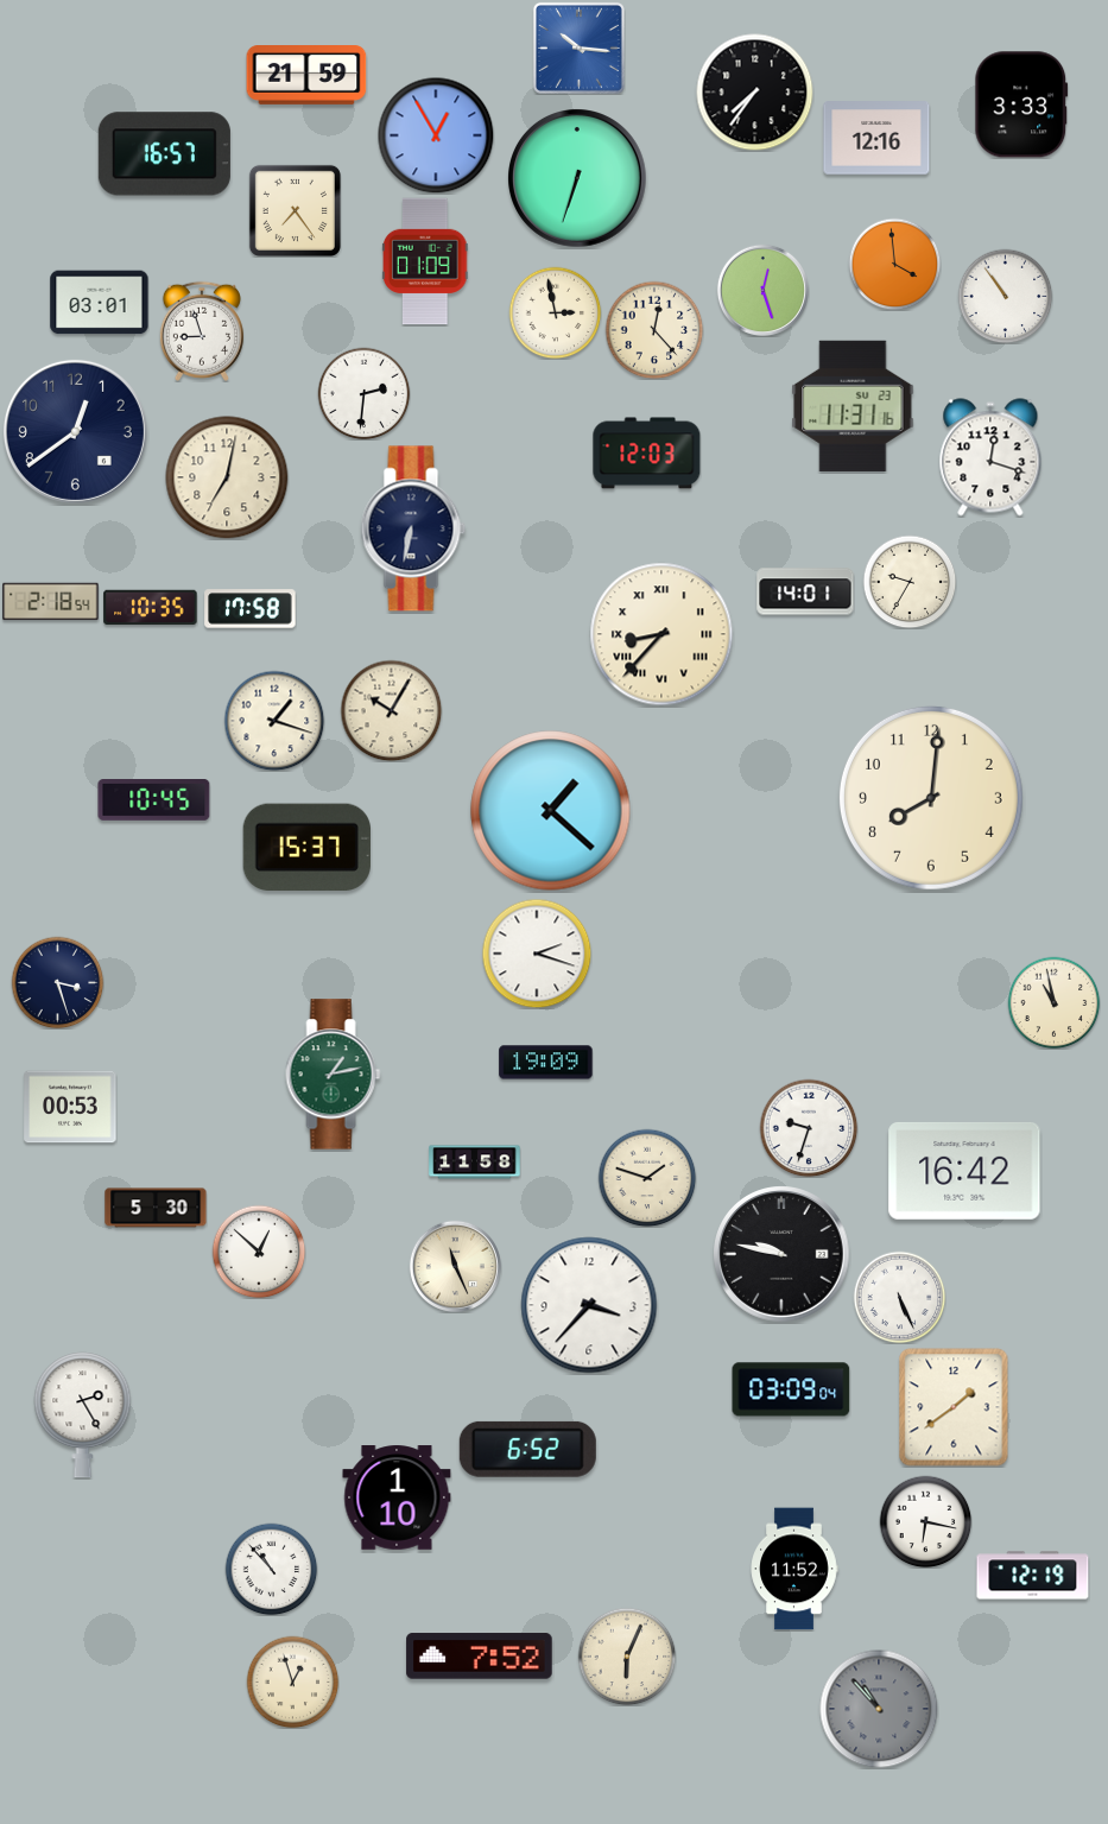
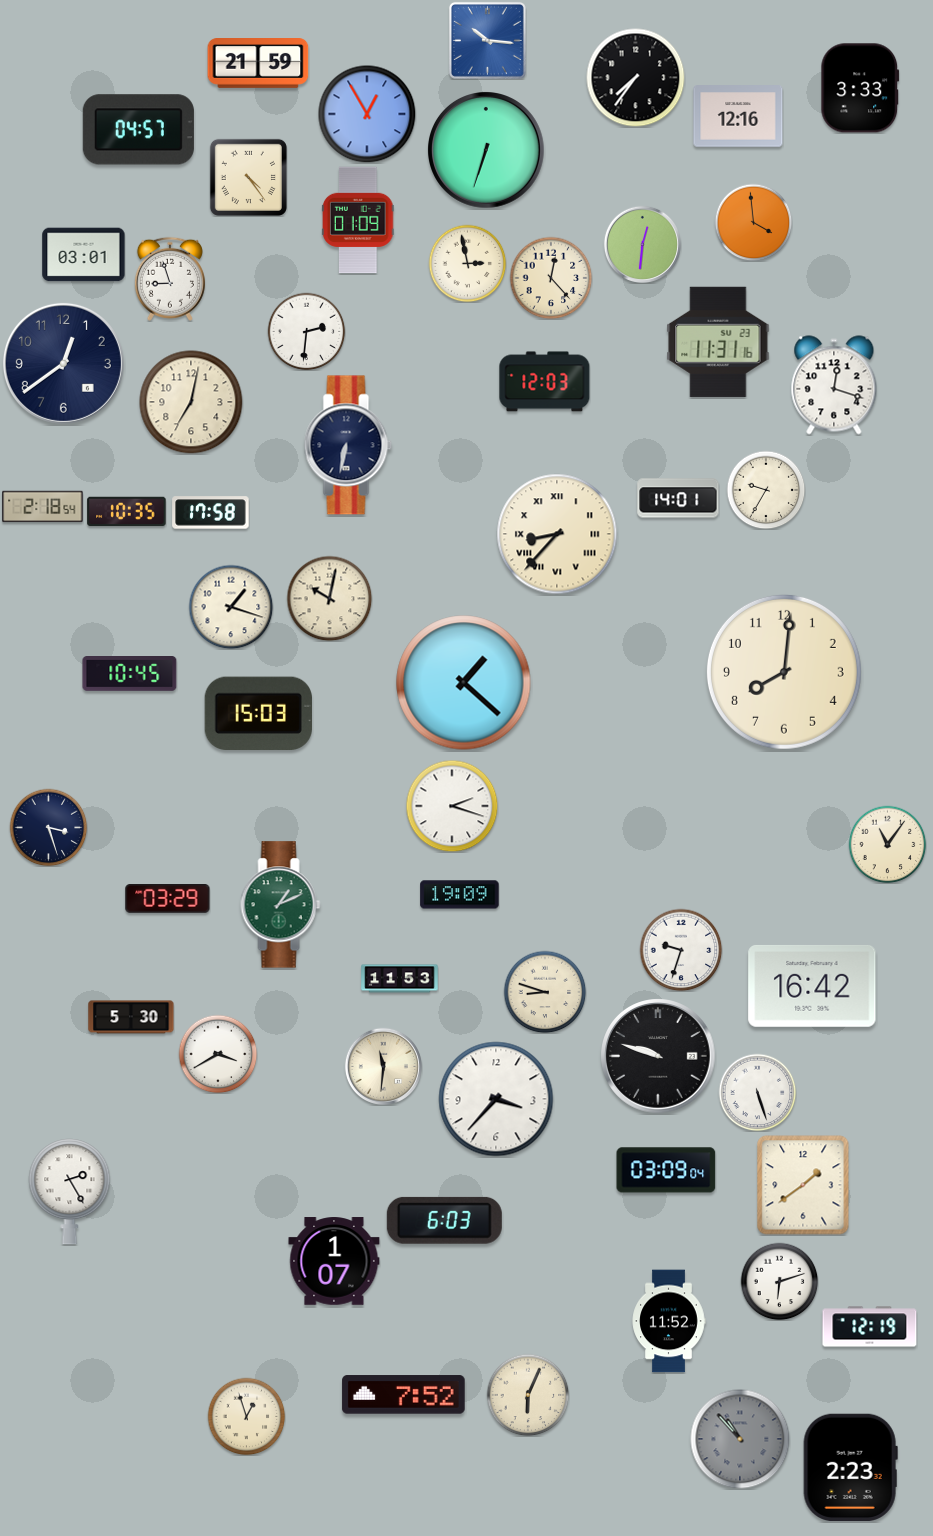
clock at (164, 154): 16:57 -> 04:57
clock at (295, 210): 7:24 -> 4:24
clock at (762, 290): 12:27 -> 12:31
clock at (1005, 296): 10:54 -> none
clock at (391, 710): 10:05 -> 10:02
clock at (306, 848): 15:37 -> 15:03
clock at (537, 954) position: (537, 954) -> (452, 806)
clock at (1053, 1002): 10:58 -> 11:06
clock at (168, 899): none -> 03:29
clock at (334, 1075): 1:13 -> 1:11
clock at (70, 1107): 00:53 -> none
clock at (475, 1163): 11:58 -> 11:53
clock at (647, 1178): 1:48 -> 8:48
clock at (259, 1252): 12:52 -> 3:40
clock at (781, 1254): 9:47 -> 9:48
clock at (455, 1266): 11:26 -> 11:31
clock at (899, 1297): 5:26 -> 5:27
clock at (527, 1449): 6:52 -> 6:03
clock at (397, 1497): 1:10 -> 1:07
clock at (925, 1521): 6:17 -> 6:12
clock at (271, 1569): 10:53 -> none
clock at (850, 1467): none -> 2:23
